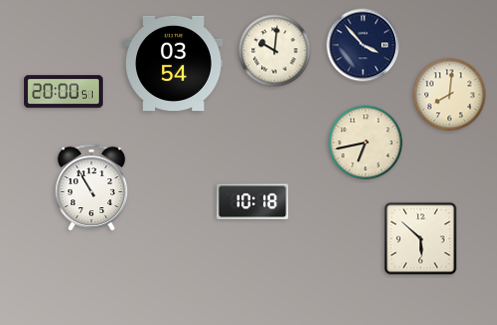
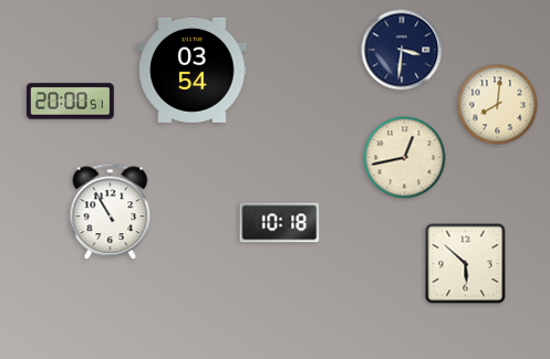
clock at (363, 45): 3:53 -> 3:31
clock at (275, 51): 10:01 -> none
clock at (366, 143): 6:43 -> 12:43
clock at (92, 188) position: (92, 188) -> (111, 212)
